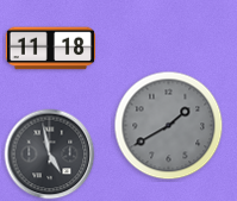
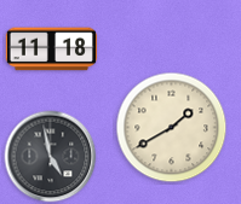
clock at (169, 126) dial: grey -> cream
